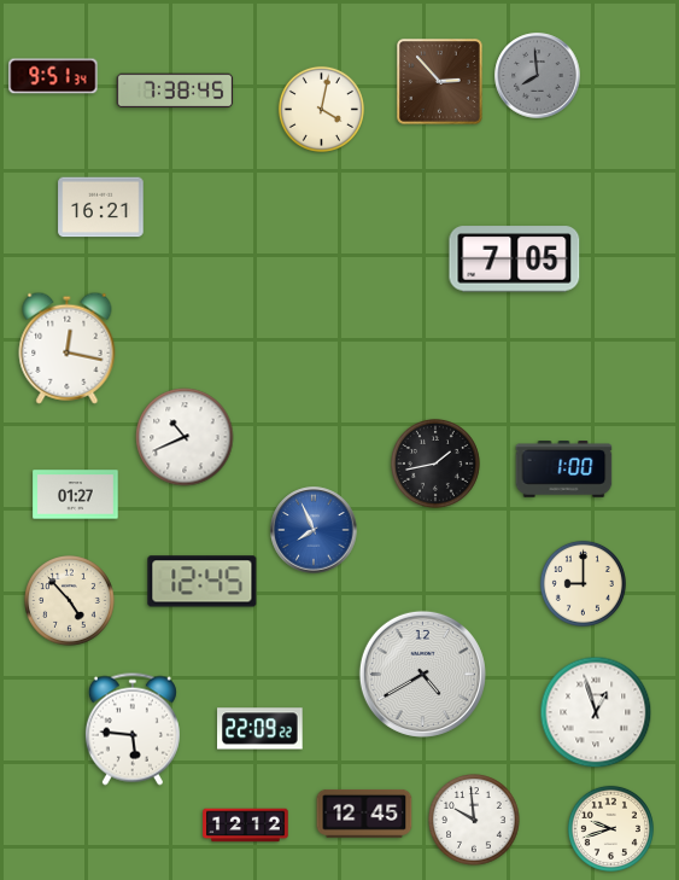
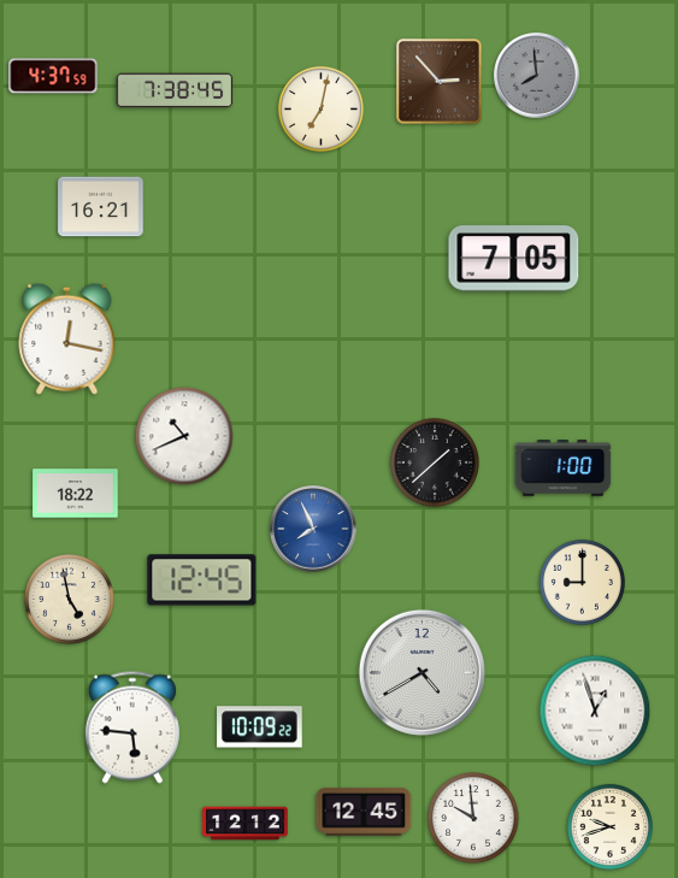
clock at (53, 76): 9:51 -> 4:37
clock at (321, 109): 4:02 -> 7:02
clock at (68, 348) position: (68, 348) -> (67, 338)
clock at (435, 464): 1:43 -> 1:38
clock at (76, 495): 01:27 -> 18:22
clock at (70, 601): 4:53 -> 4:58
clock at (261, 729): 22:09 -> 10:09
